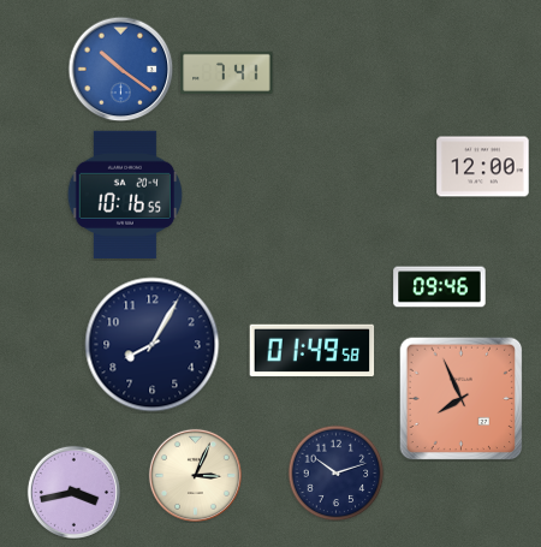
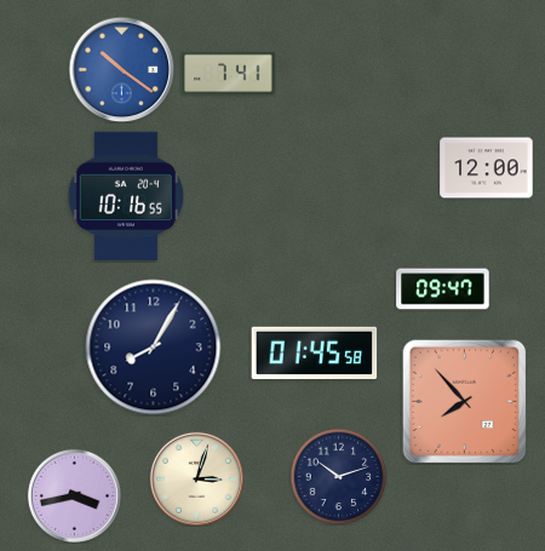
clock at (440, 287): 09:46 -> 09:47
clock at (313, 351): 01:49 -> 01:45
clock at (460, 398): 7:56 -> 7:53
clock at (195, 475): 3:04 -> 3:03
